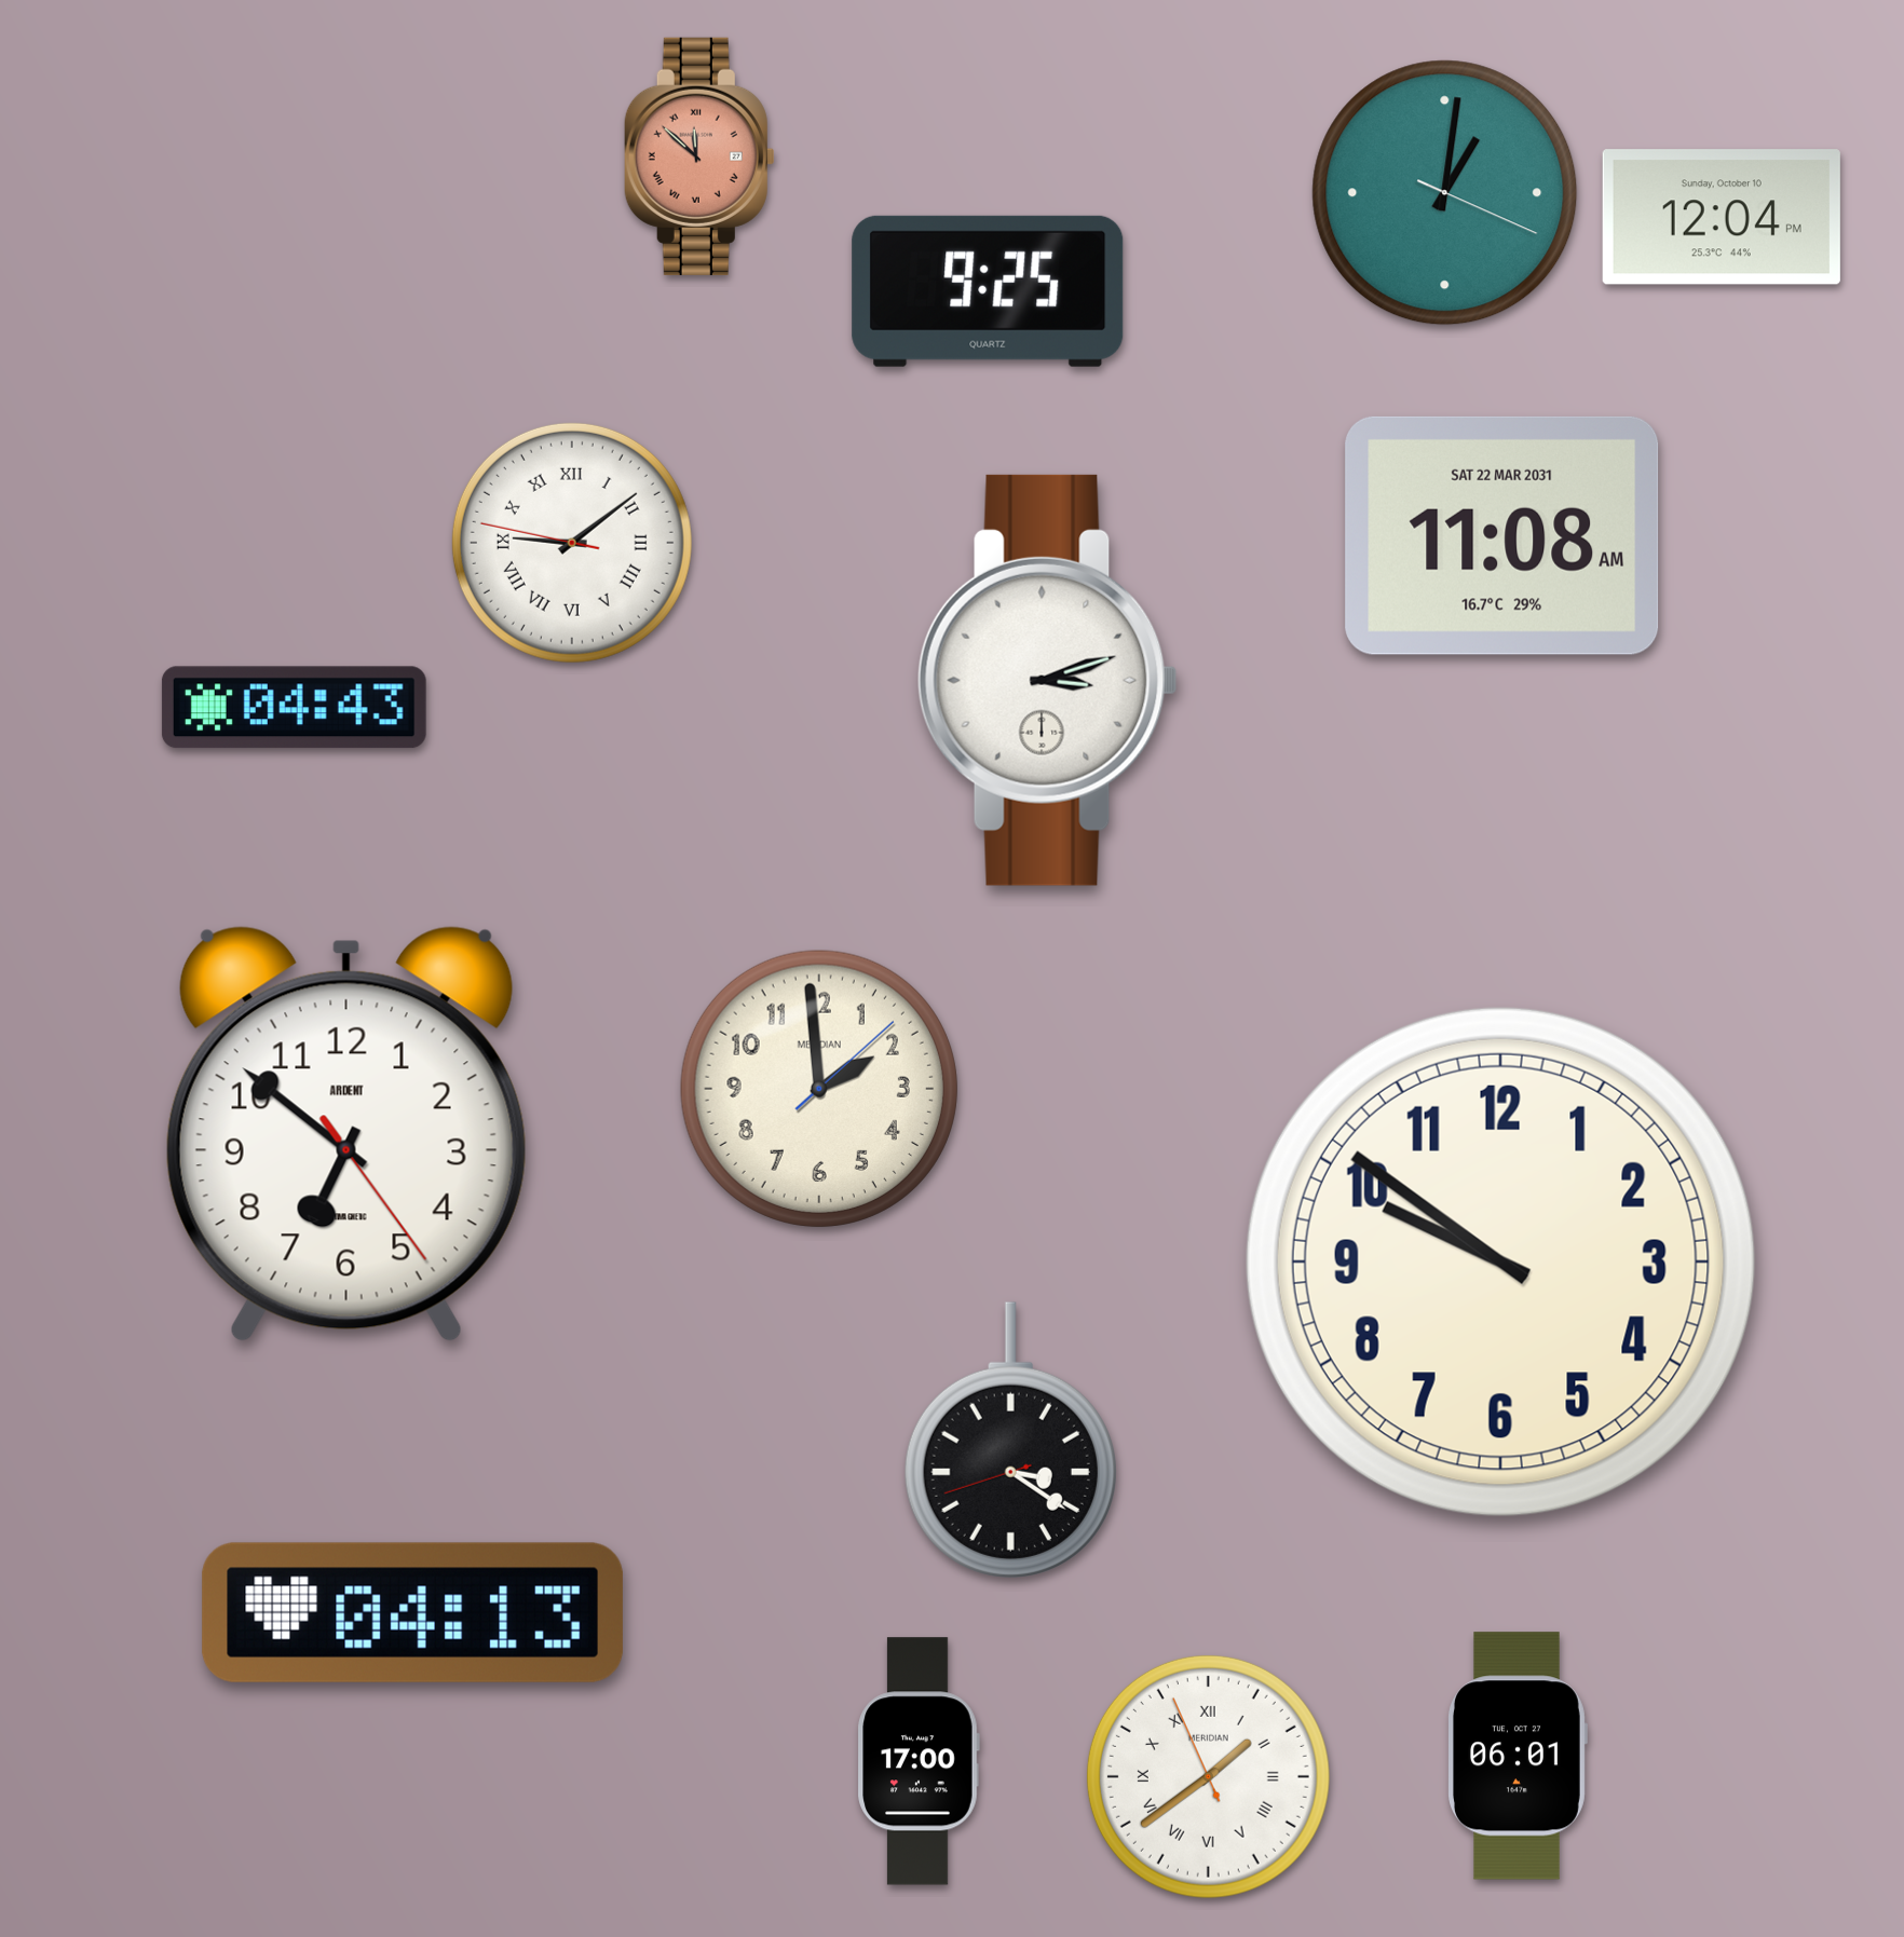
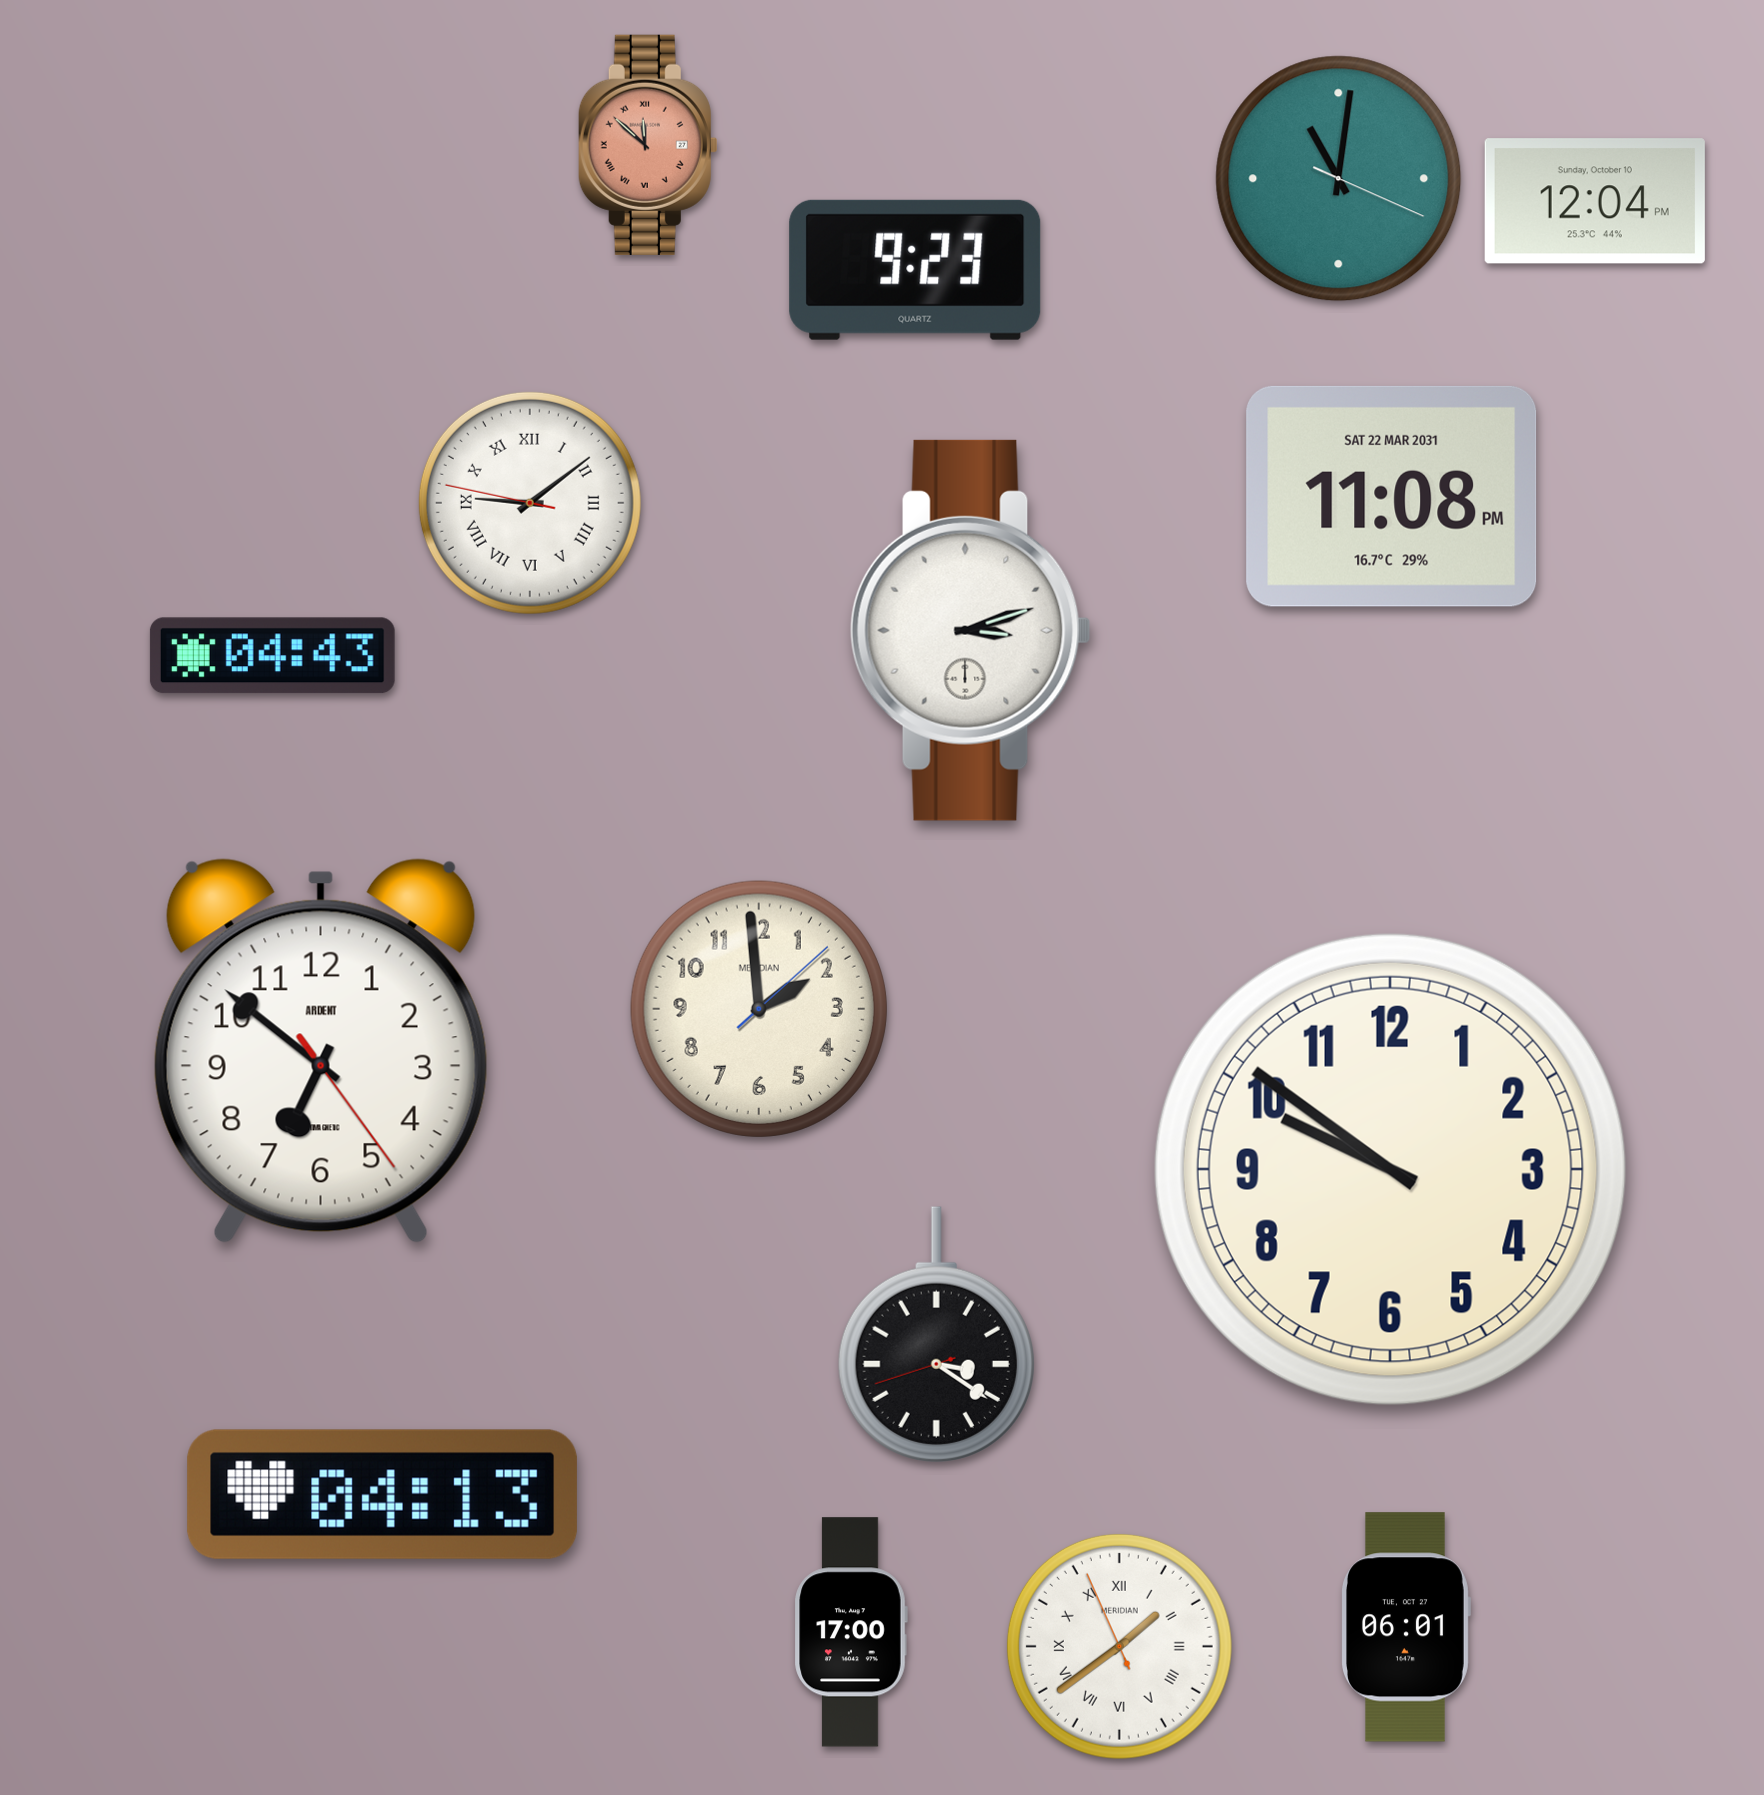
clock at (1445, 193): 1:01 -> 11:01
clock at (988, 291): 9:25 -> 9:23
clock at (1502, 535): 11:08 AM -> 11:08 PM
